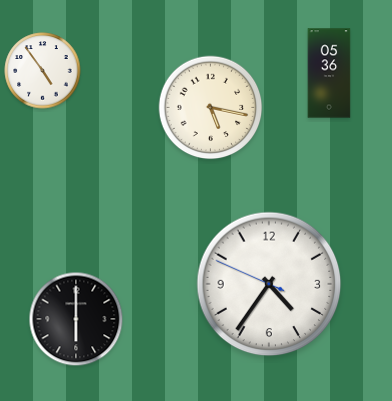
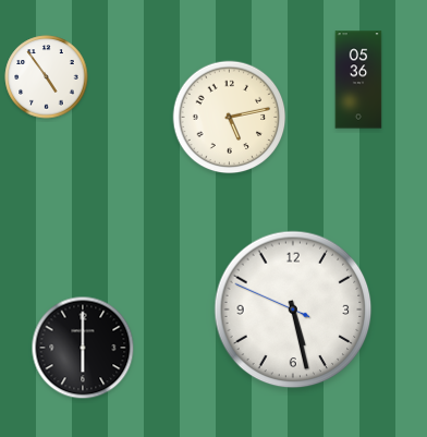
clock at (211, 108): 5:17 -> 5:13
clock at (269, 284): 4:35 -> 5:27
